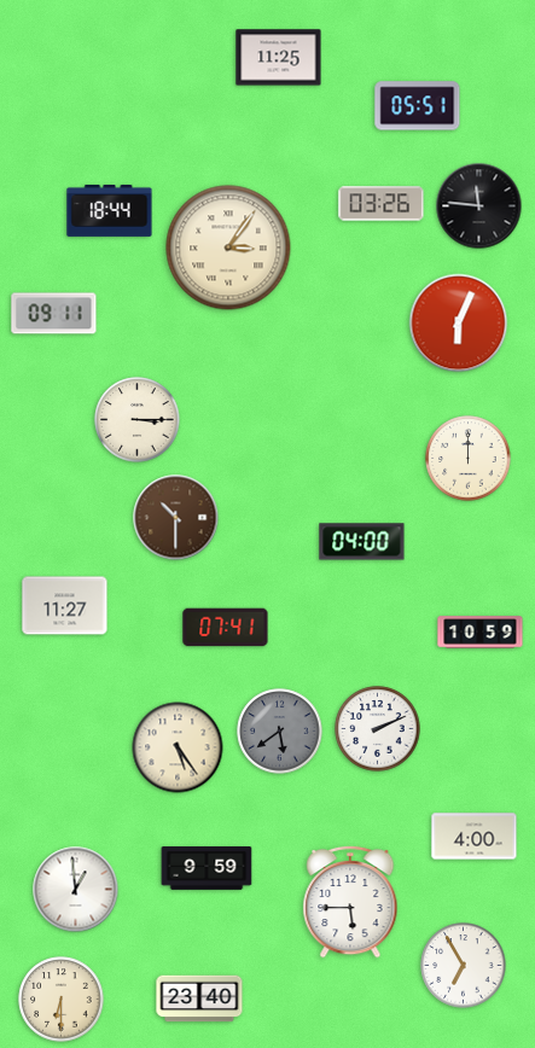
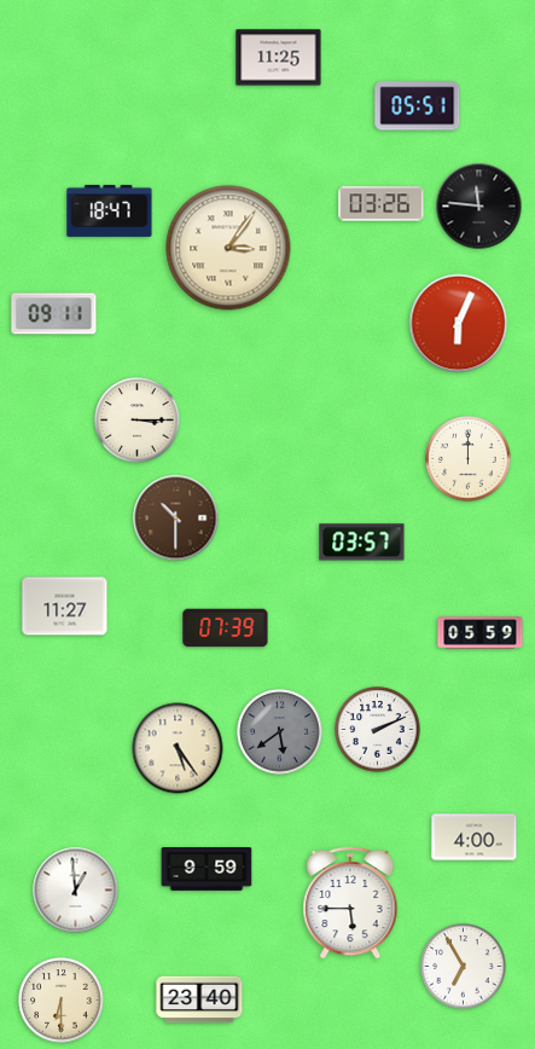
clock at (110, 210): 18:44 -> 18:47
clock at (362, 542): 04:00 -> 03:57
clock at (226, 628): 07:41 -> 07:39
clock at (481, 633): 10:59 -> 05:59
